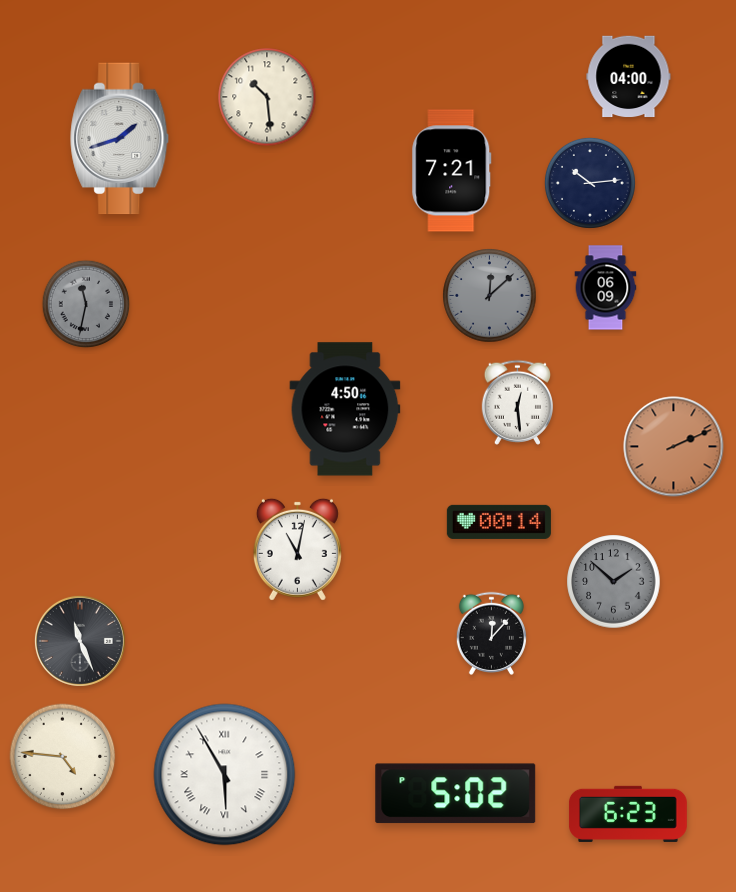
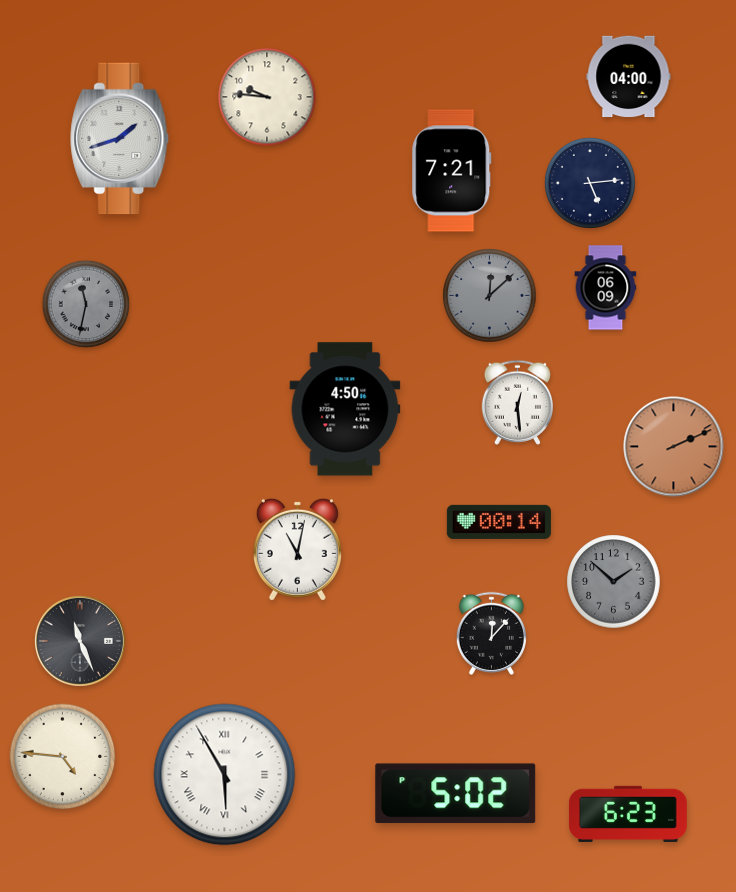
clock at (267, 97): 10:29 -> 9:46
clock at (590, 183): 10:14 -> 5:14
